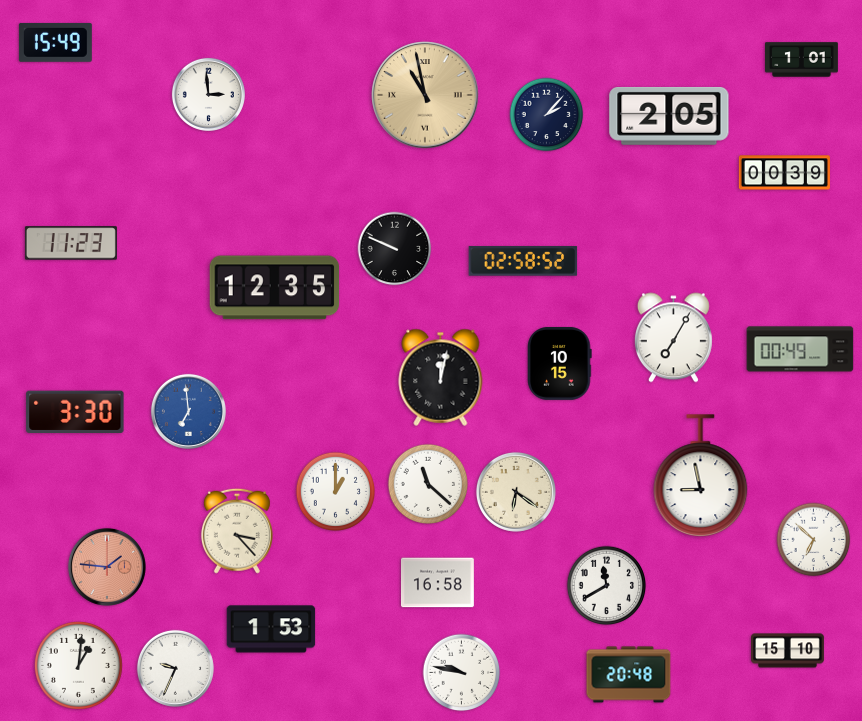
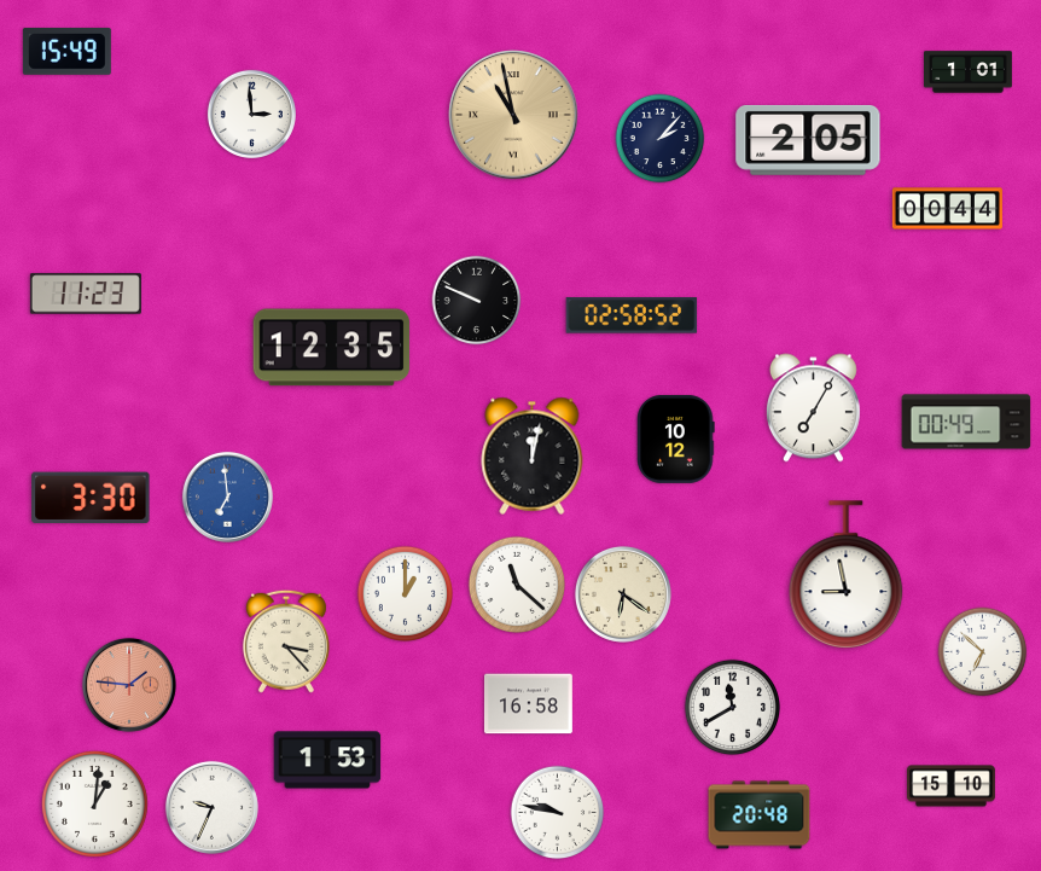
clock at (784, 173): 00:39 -> 00:44
clock at (560, 363): 10:15 -> 10:12
